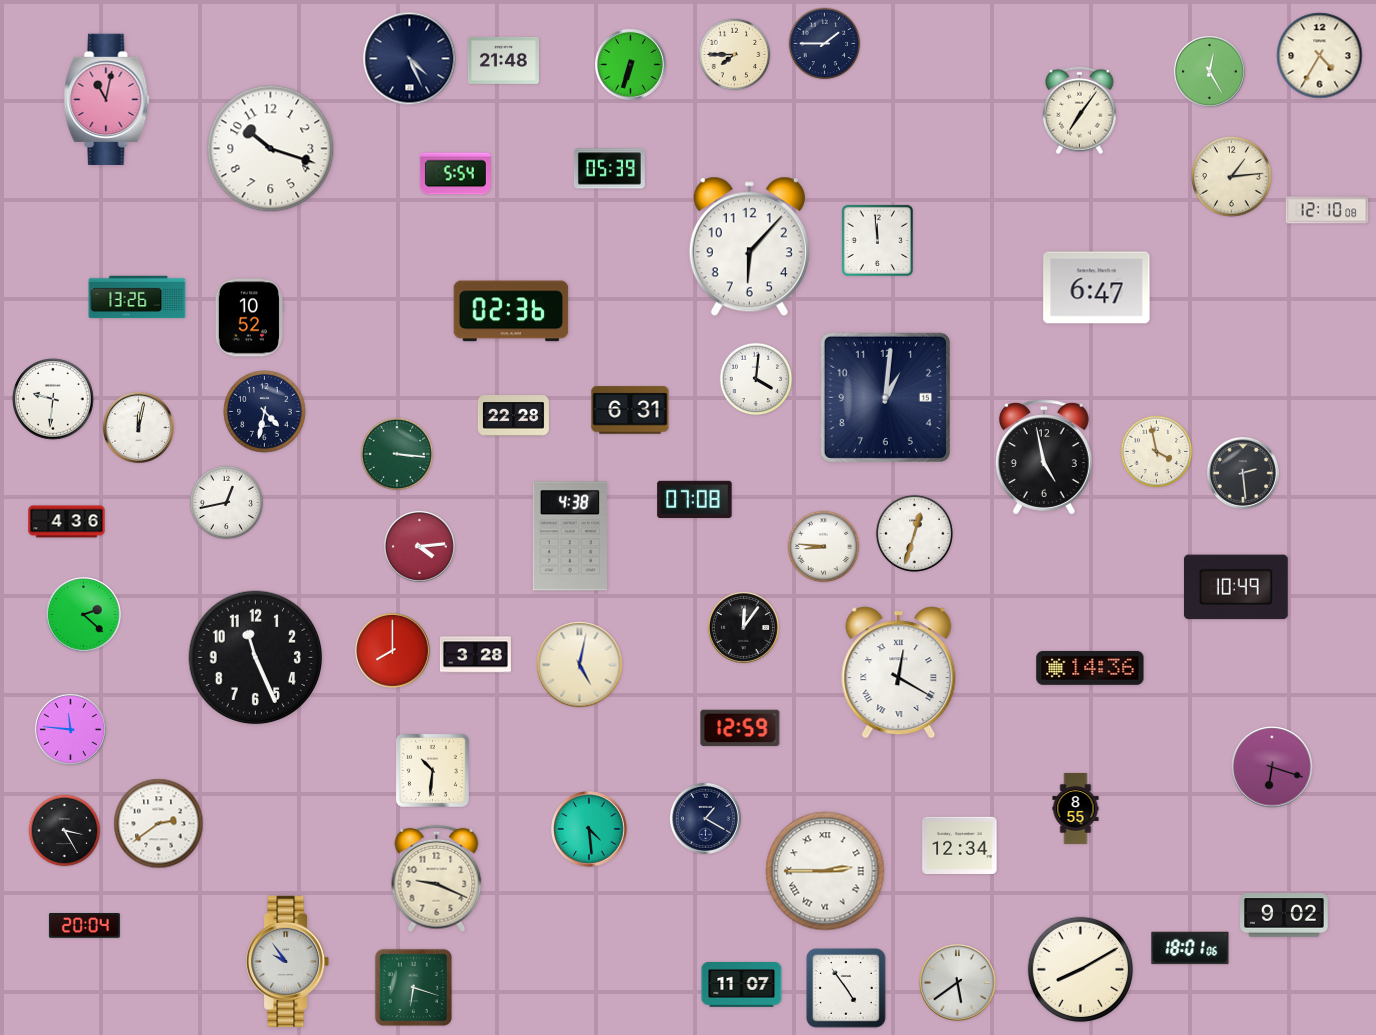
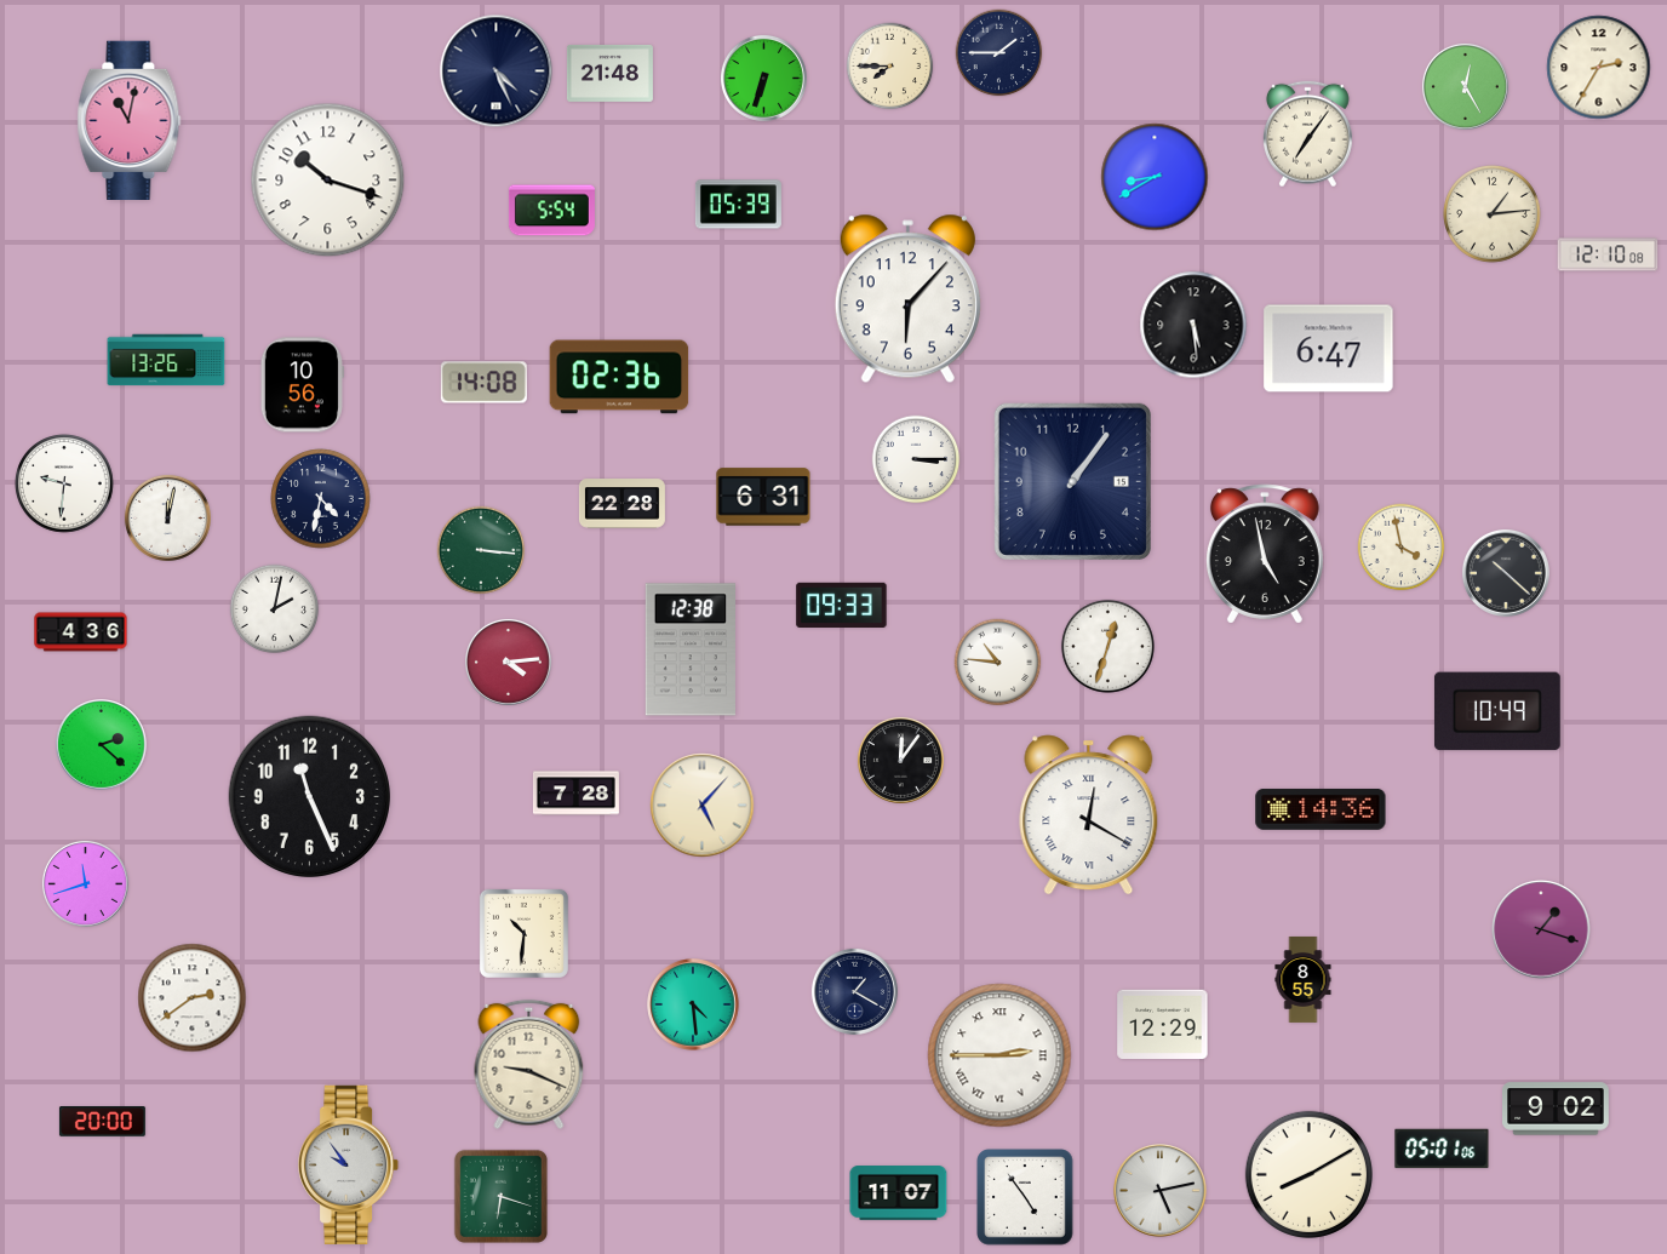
clock at (1320, 56): 4:35 -> 2:35
clock at (1155, 177): none -> 8:40
clock at (877, 240): 11:59 -> none
clock at (1193, 325): none -> 5:29
clock at (483, 383): none -> 14:08
clock at (249, 318): 10:52 -> 10:56
clock at (756, 379): 4:01 -> 3:15
clock at (885, 397): 1:01 -> 1:06
clock at (1243, 473): 2:29 -> 10:22
clock at (695, 499): 07:08 -> 09:33
clock at (227, 503): 12:43 -> 2:02
clock at (569, 536): 4:38 -> 12:38
clock at (824, 547): 8:46 -> 10:46
clock at (393, 651): 8:00 -> none
clock at (475, 655): 3:28 -> 7:28
clock at (580, 665): 5:02 -> 5:07
clock at (740, 728): 12:59 -> none
clock at (70, 729): 11:46 -> 11:42
clock at (1272, 767): 6:18 -> 1:18
clock at (589, 829) position: (589, 829) -> (693, 1004)
clock at (65, 831): 3:25 -> none
clock at (960, 845): 12:34 -> 12:29
clock at (84, 926): 20:04 -> 20:00
clock at (1190, 948): 18:01 -> 05:01
clock at (958, 983): 5:39 -> 5:13
